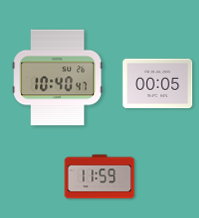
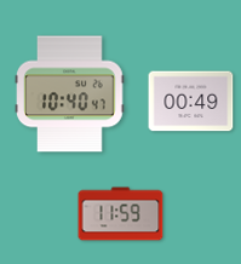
clock at (158, 84): 00:05 -> 00:49
